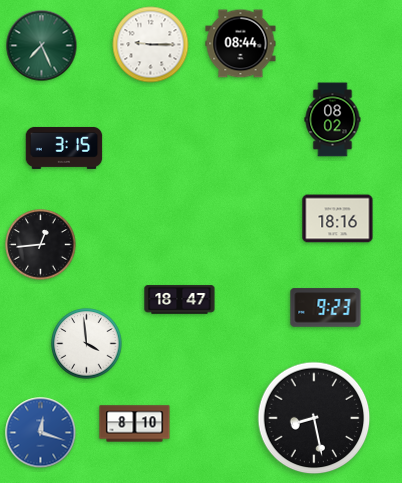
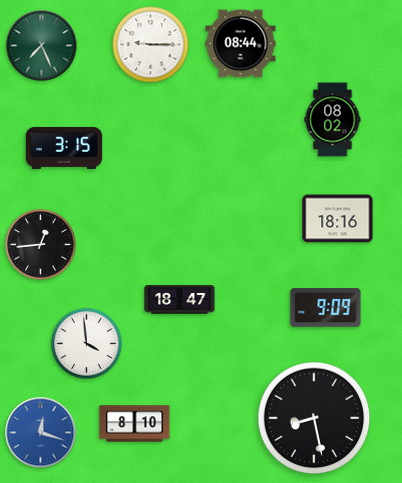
clock at (326, 308): 9:23 -> 9:09
